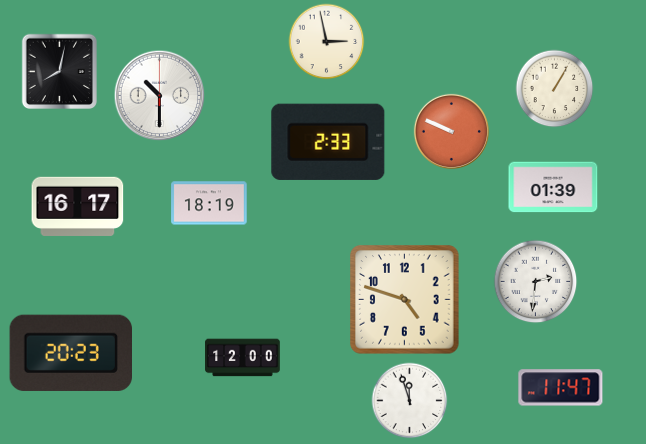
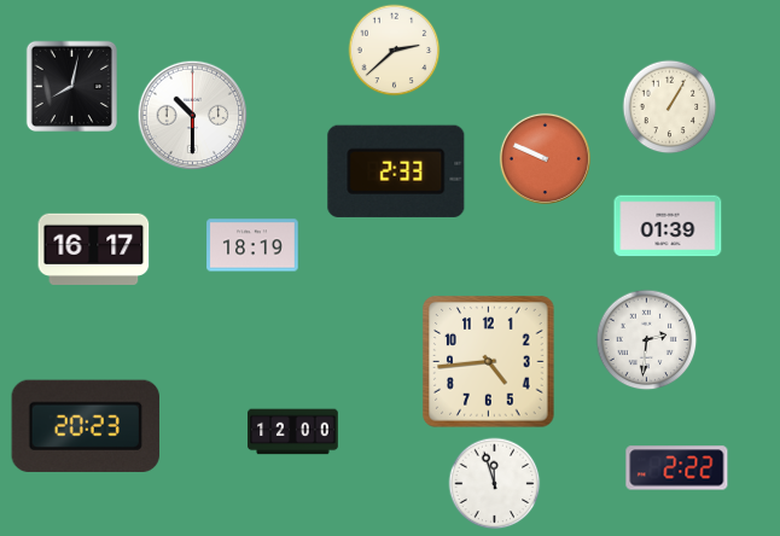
clock at (327, 42): 2:58 -> 2:38
clock at (405, 300): 4:48 -> 4:44
clock at (561, 388): 11:47 -> 2:22
